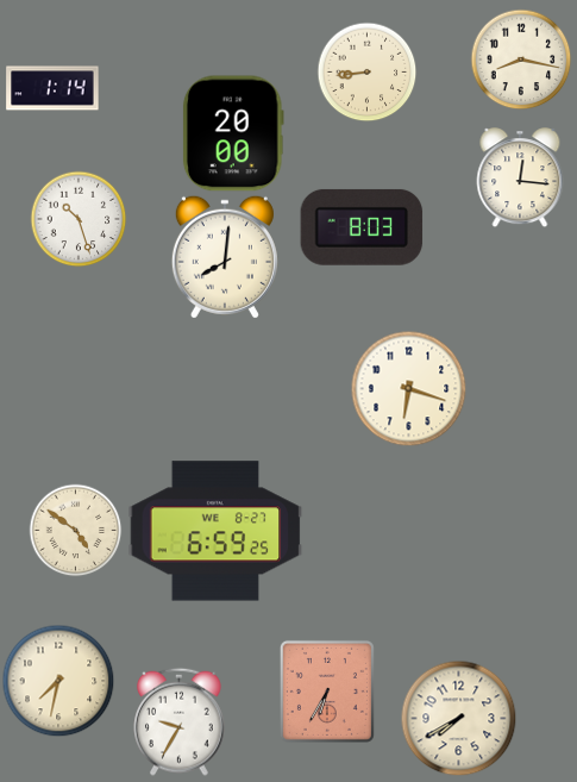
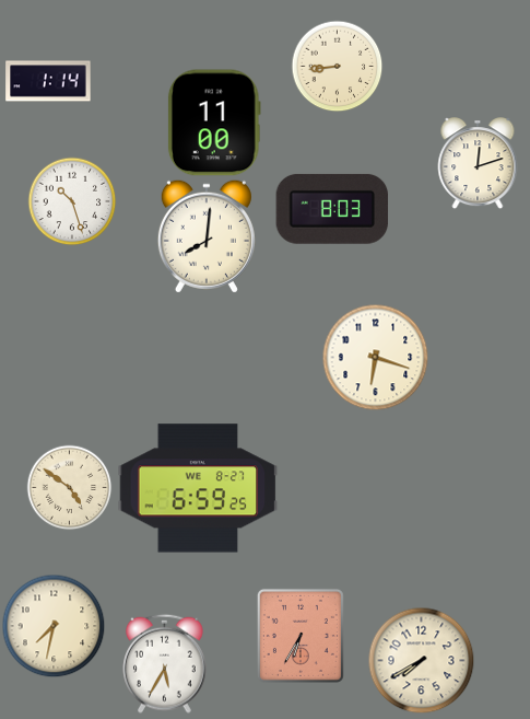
clock at (521, 60): 8:17 -> none
clock at (233, 133): 20:00 -> 11:00
clock at (520, 177): 12:16 -> 12:12
clock at (180, 721): 9:35 -> 5:35
